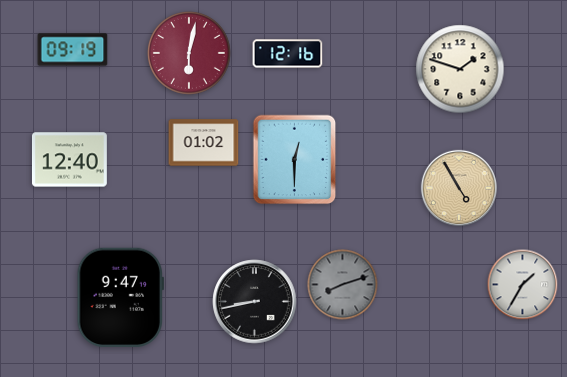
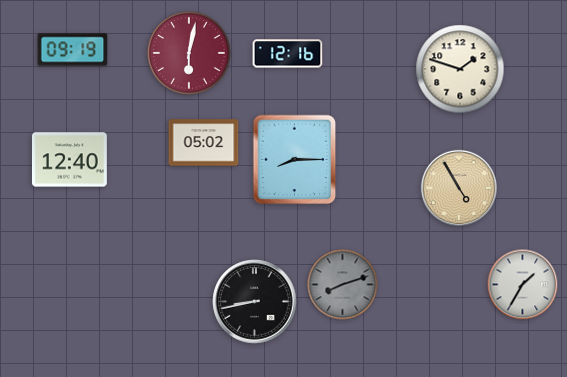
clock at (204, 143): 01:02 -> 05:02
clock at (295, 160): 12:30 -> 8:15
clock at (120, 297): 9:47 -> none
